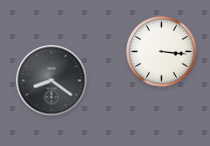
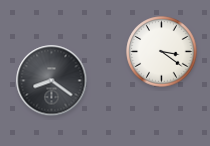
clock at (162, 52): 3:16 -> 3:21
